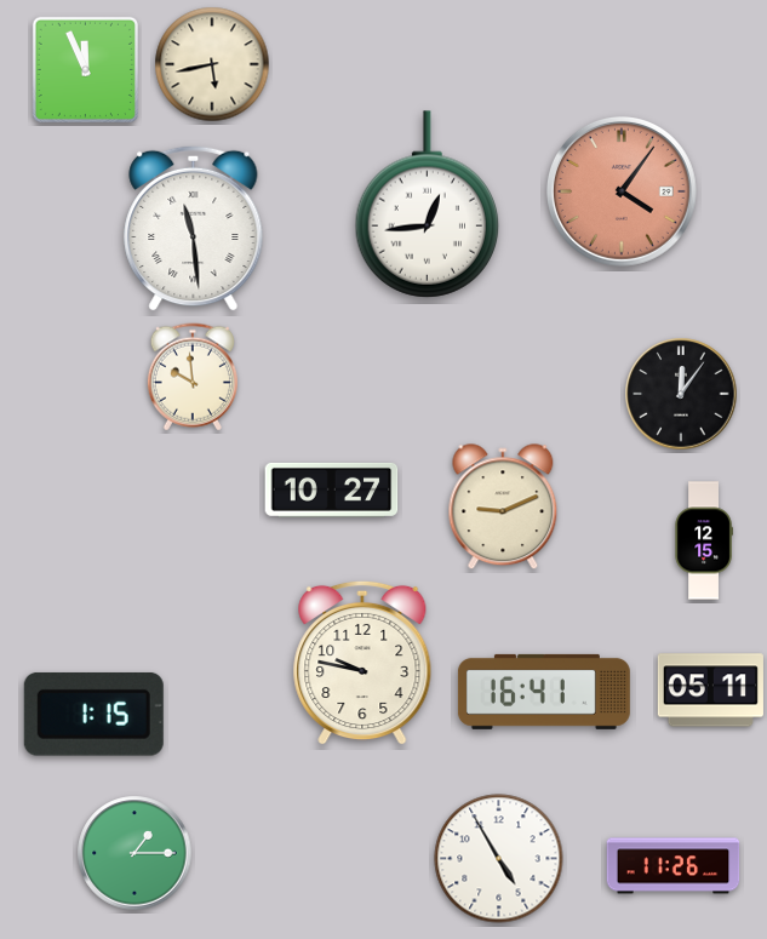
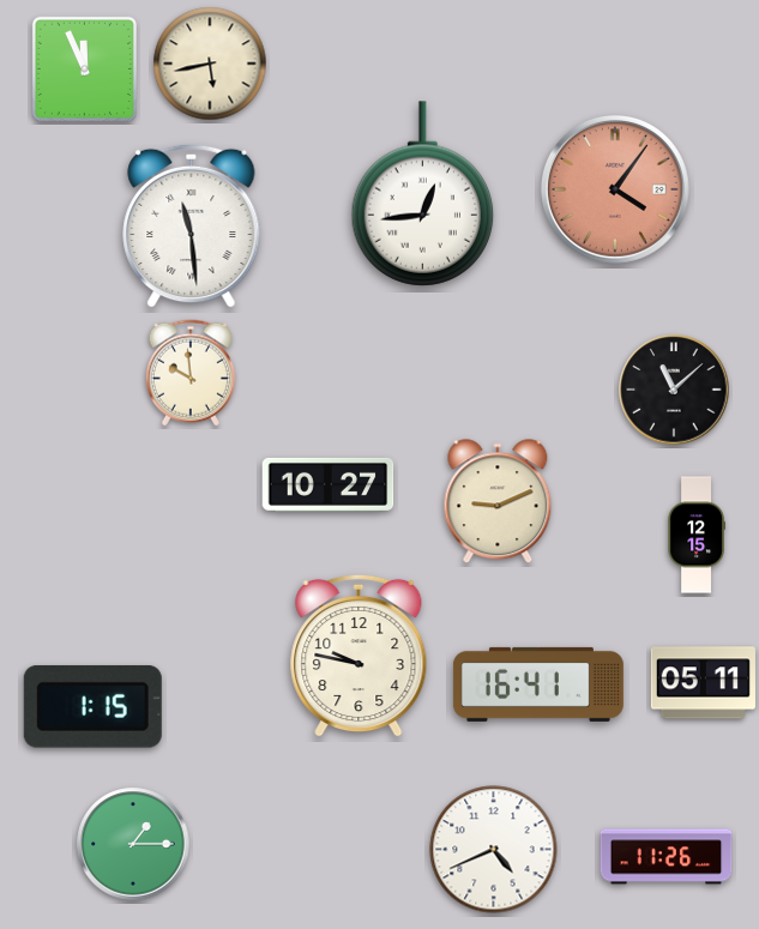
clock at (428, 205) position: (428, 205) -> (423, 194)
clock at (681, 394): 12:06 -> 11:08
clock at (499, 859): 4:55 -> 4:41
